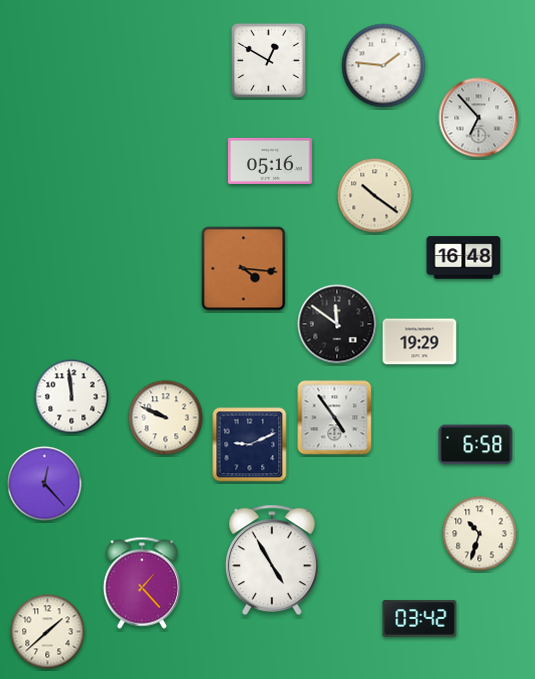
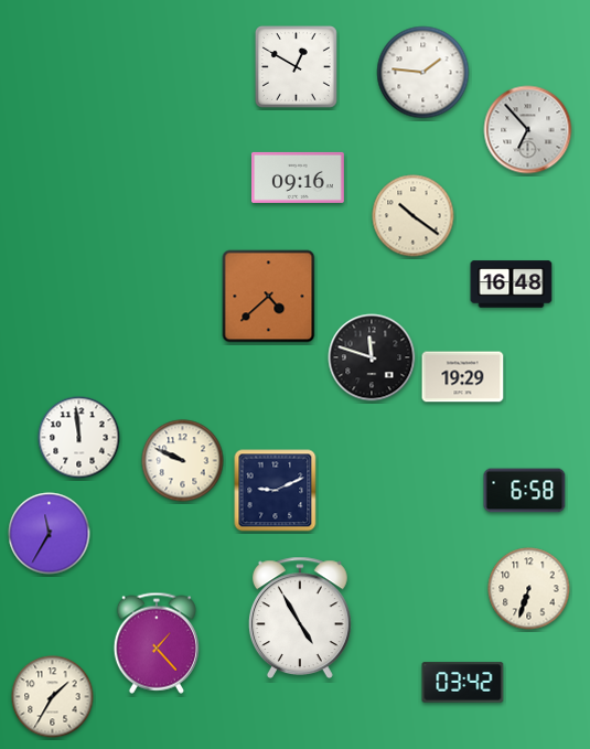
clock at (270, 161): 05:16 -> 09:16
clock at (244, 269): 4:16 -> 4:38
clock at (337, 324): 11:51 -> 11:48
clock at (335, 418): 4:54 -> none
clock at (45, 484): 12:23 -> 11:35
clock at (480, 534): 10:33 -> 6:33
clock at (48, 632): 1:38 -> 1:35
